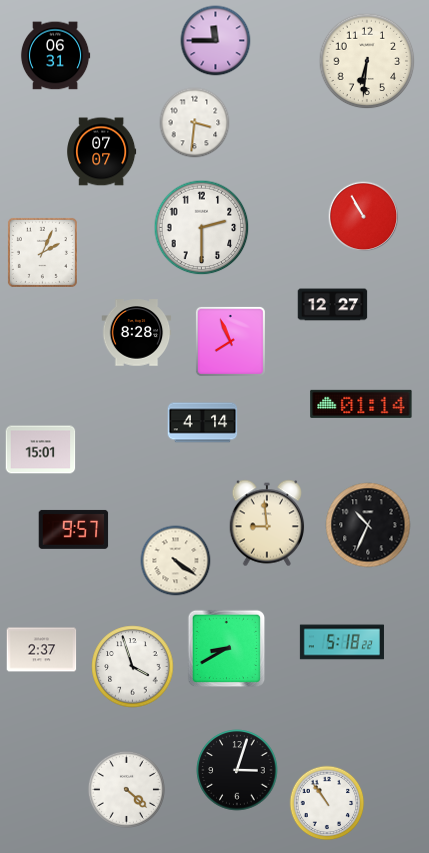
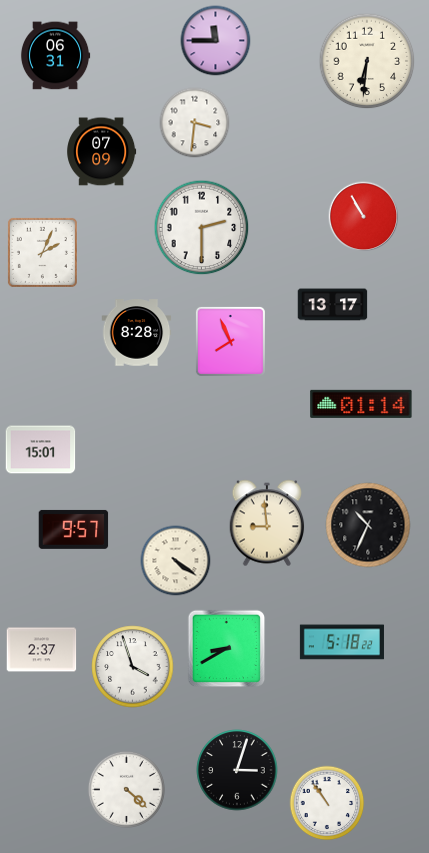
clock at (102, 152): 07:07 -> 07:09
clock at (333, 305): 12:27 -> 13:17
clock at (203, 423): 4:14 -> none
